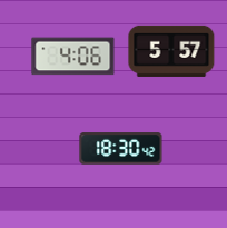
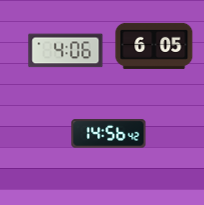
clock at (171, 51): 5:57 -> 6:05
clock at (121, 149): 18:30 -> 14:56
